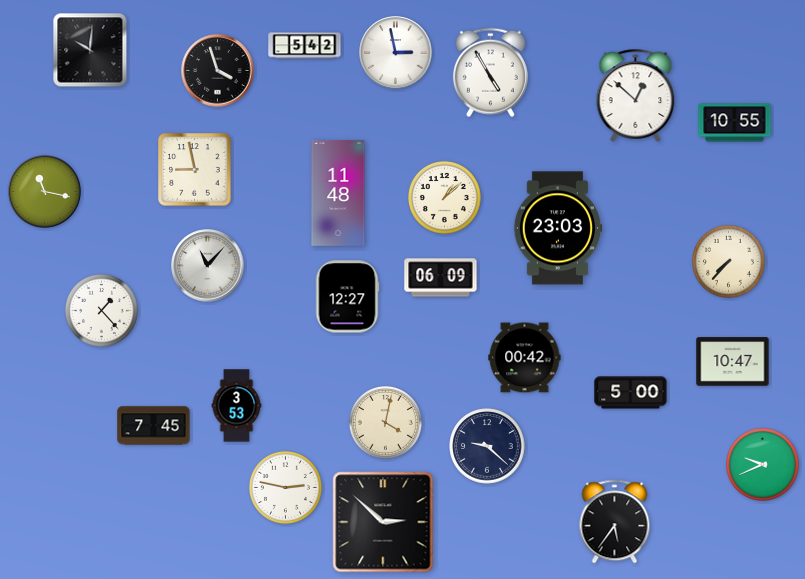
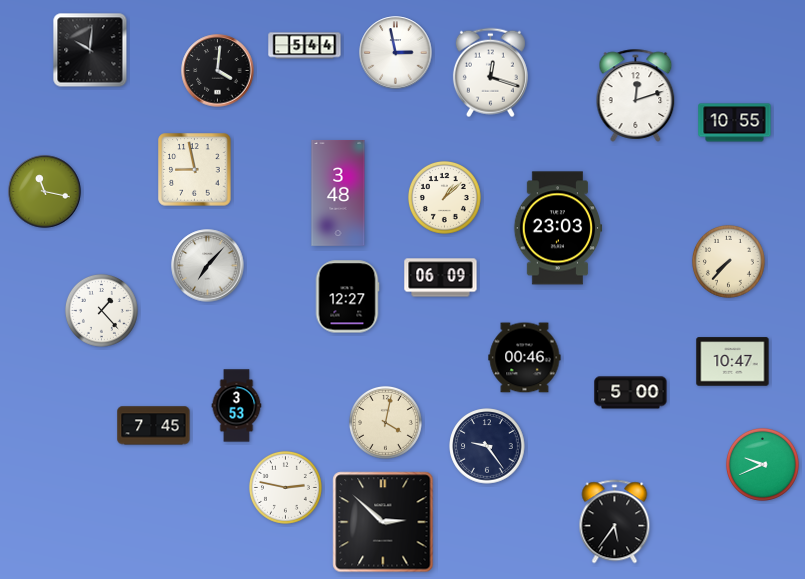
clock at (305, 46): 5:42 -> 5:44
clock at (218, 71): 3:57 -> 4:01
clock at (490, 73): 4:55 -> 12:18
clock at (636, 95): 12:52 -> 12:12
clock at (338, 194): 11:48 -> 3:48
clock at (208, 266): 11:07 -> 7:07
clock at (525, 358): 00:42 -> 00:46
clock at (487, 446): 9:22 -> 9:24
